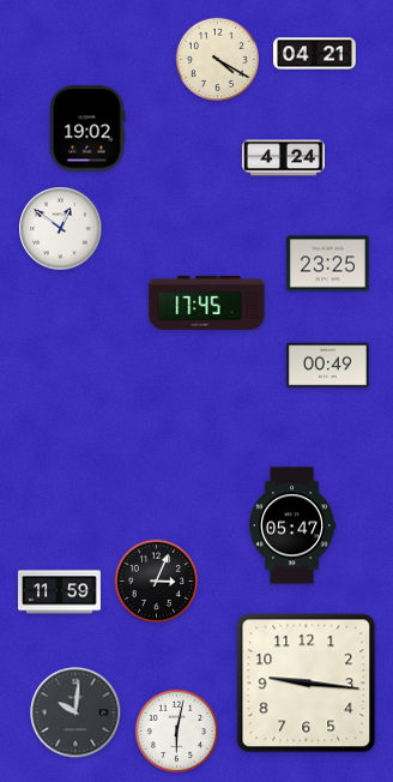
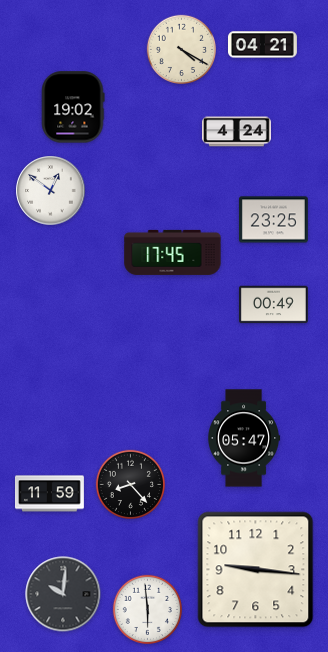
clock at (157, 582): 3:04 -> 8:23
clock at (177, 732): 6:02 -> 5:59
